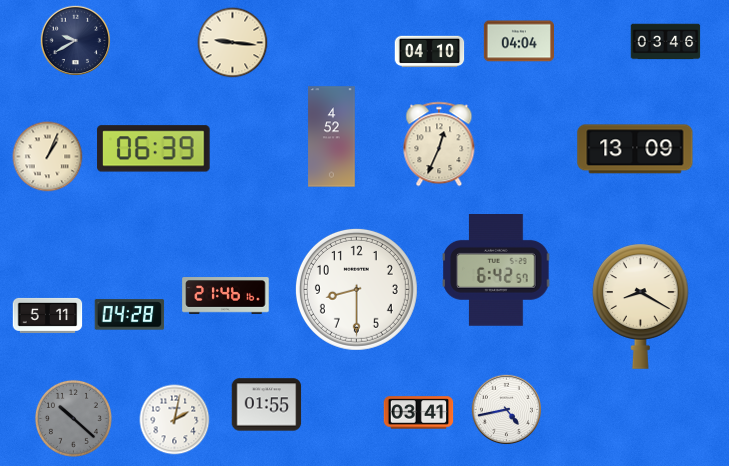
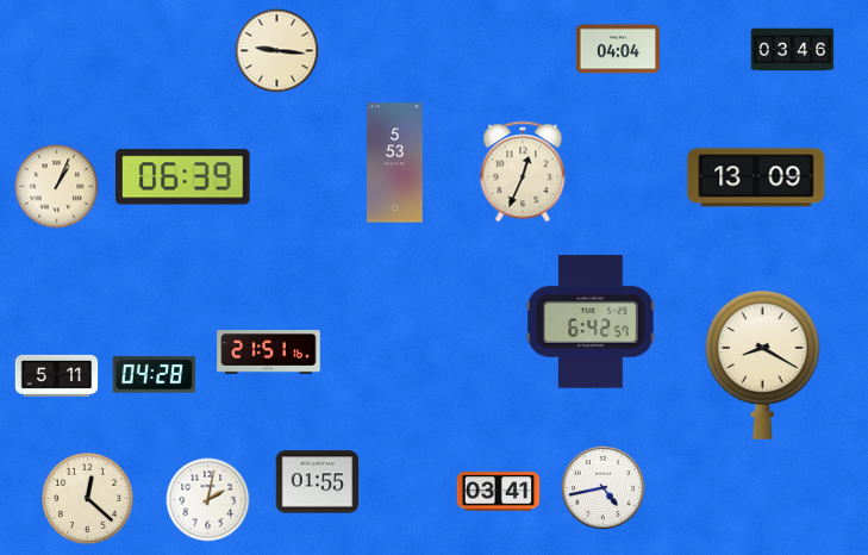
clock at (75, 40): 9:40 -> none
clock at (430, 52): 04:10 -> none
clock at (332, 137): 4:52 -> 5:53
clock at (356, 289): 8:30 -> none
clock at (226, 296): 21:46 -> 21:51
clock at (73, 418): 10:22 -> 12:22
clock at (73, 418) dial: grey -> cream
